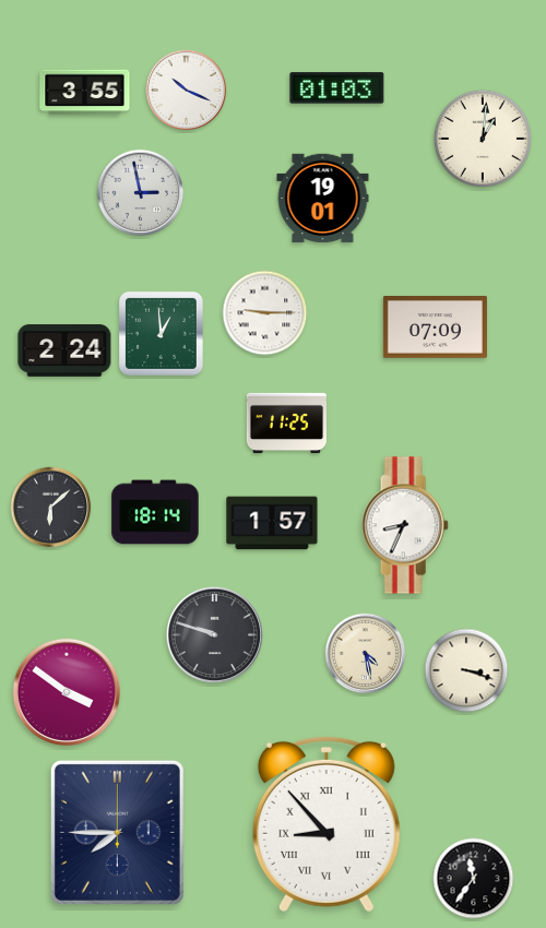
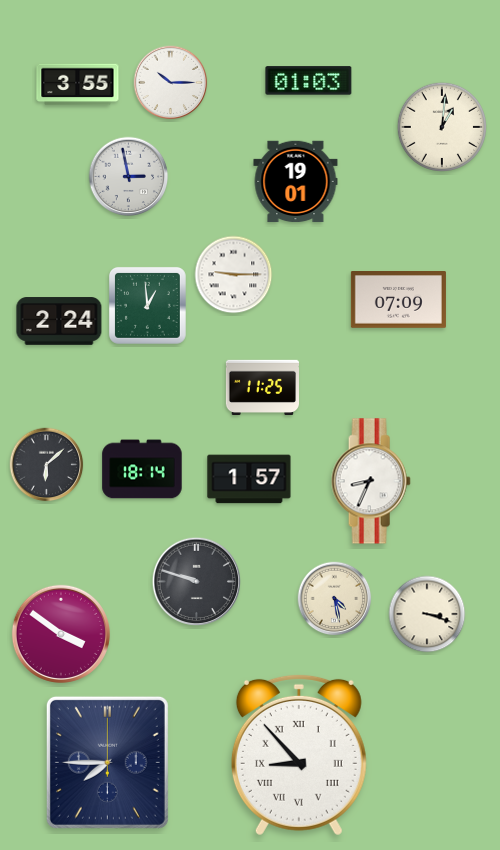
clock at (187, 91): 10:19 -> 10:15
clock at (265, 313) position: (265, 313) -> (234, 275)
clock at (474, 879): 11:36 -> none
